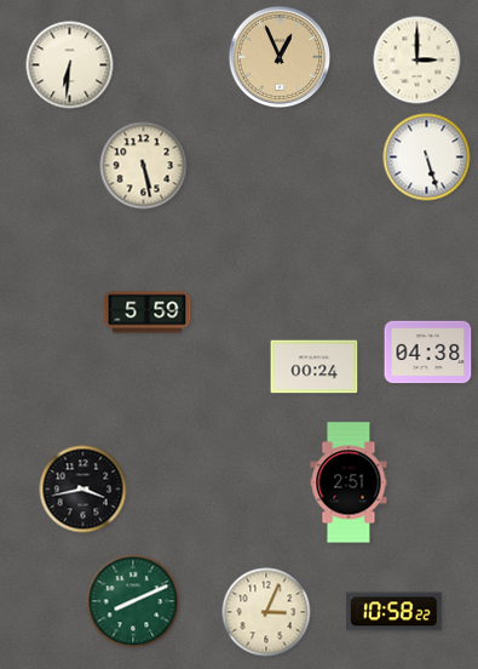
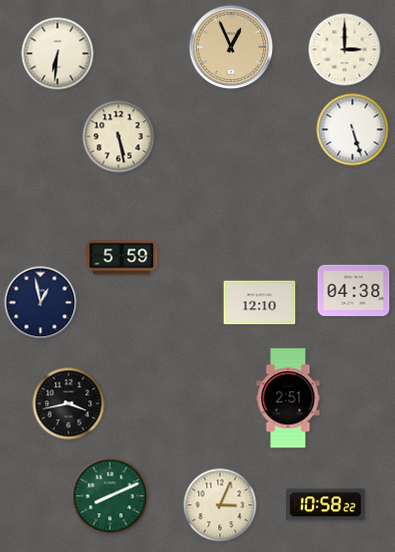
clock at (41, 303): none -> 12:58
clock at (315, 367): 00:24 -> 12:10
